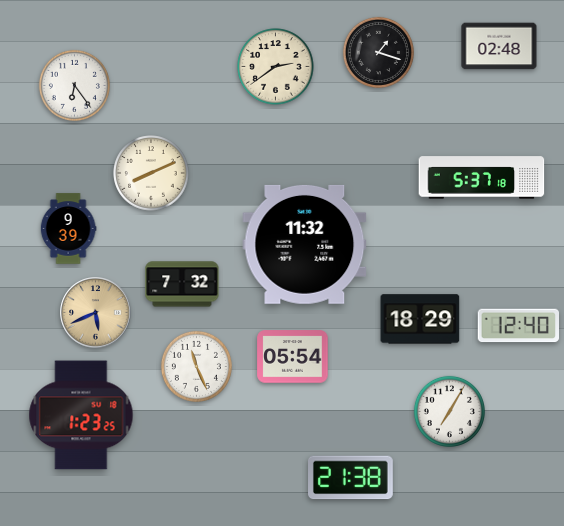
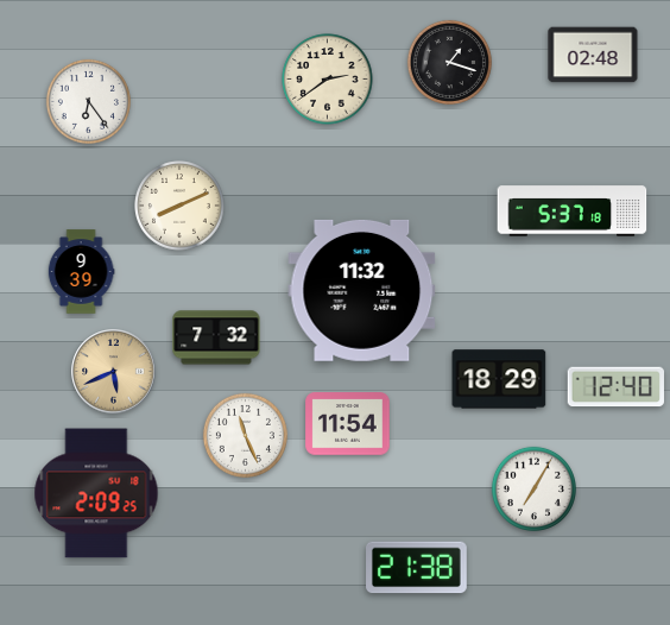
clock at (293, 357): 05:54 -> 11:54
clock at (196, 366) position: (196, 366) -> (245, 435)
clock at (81, 415): 1:23 -> 2:09
